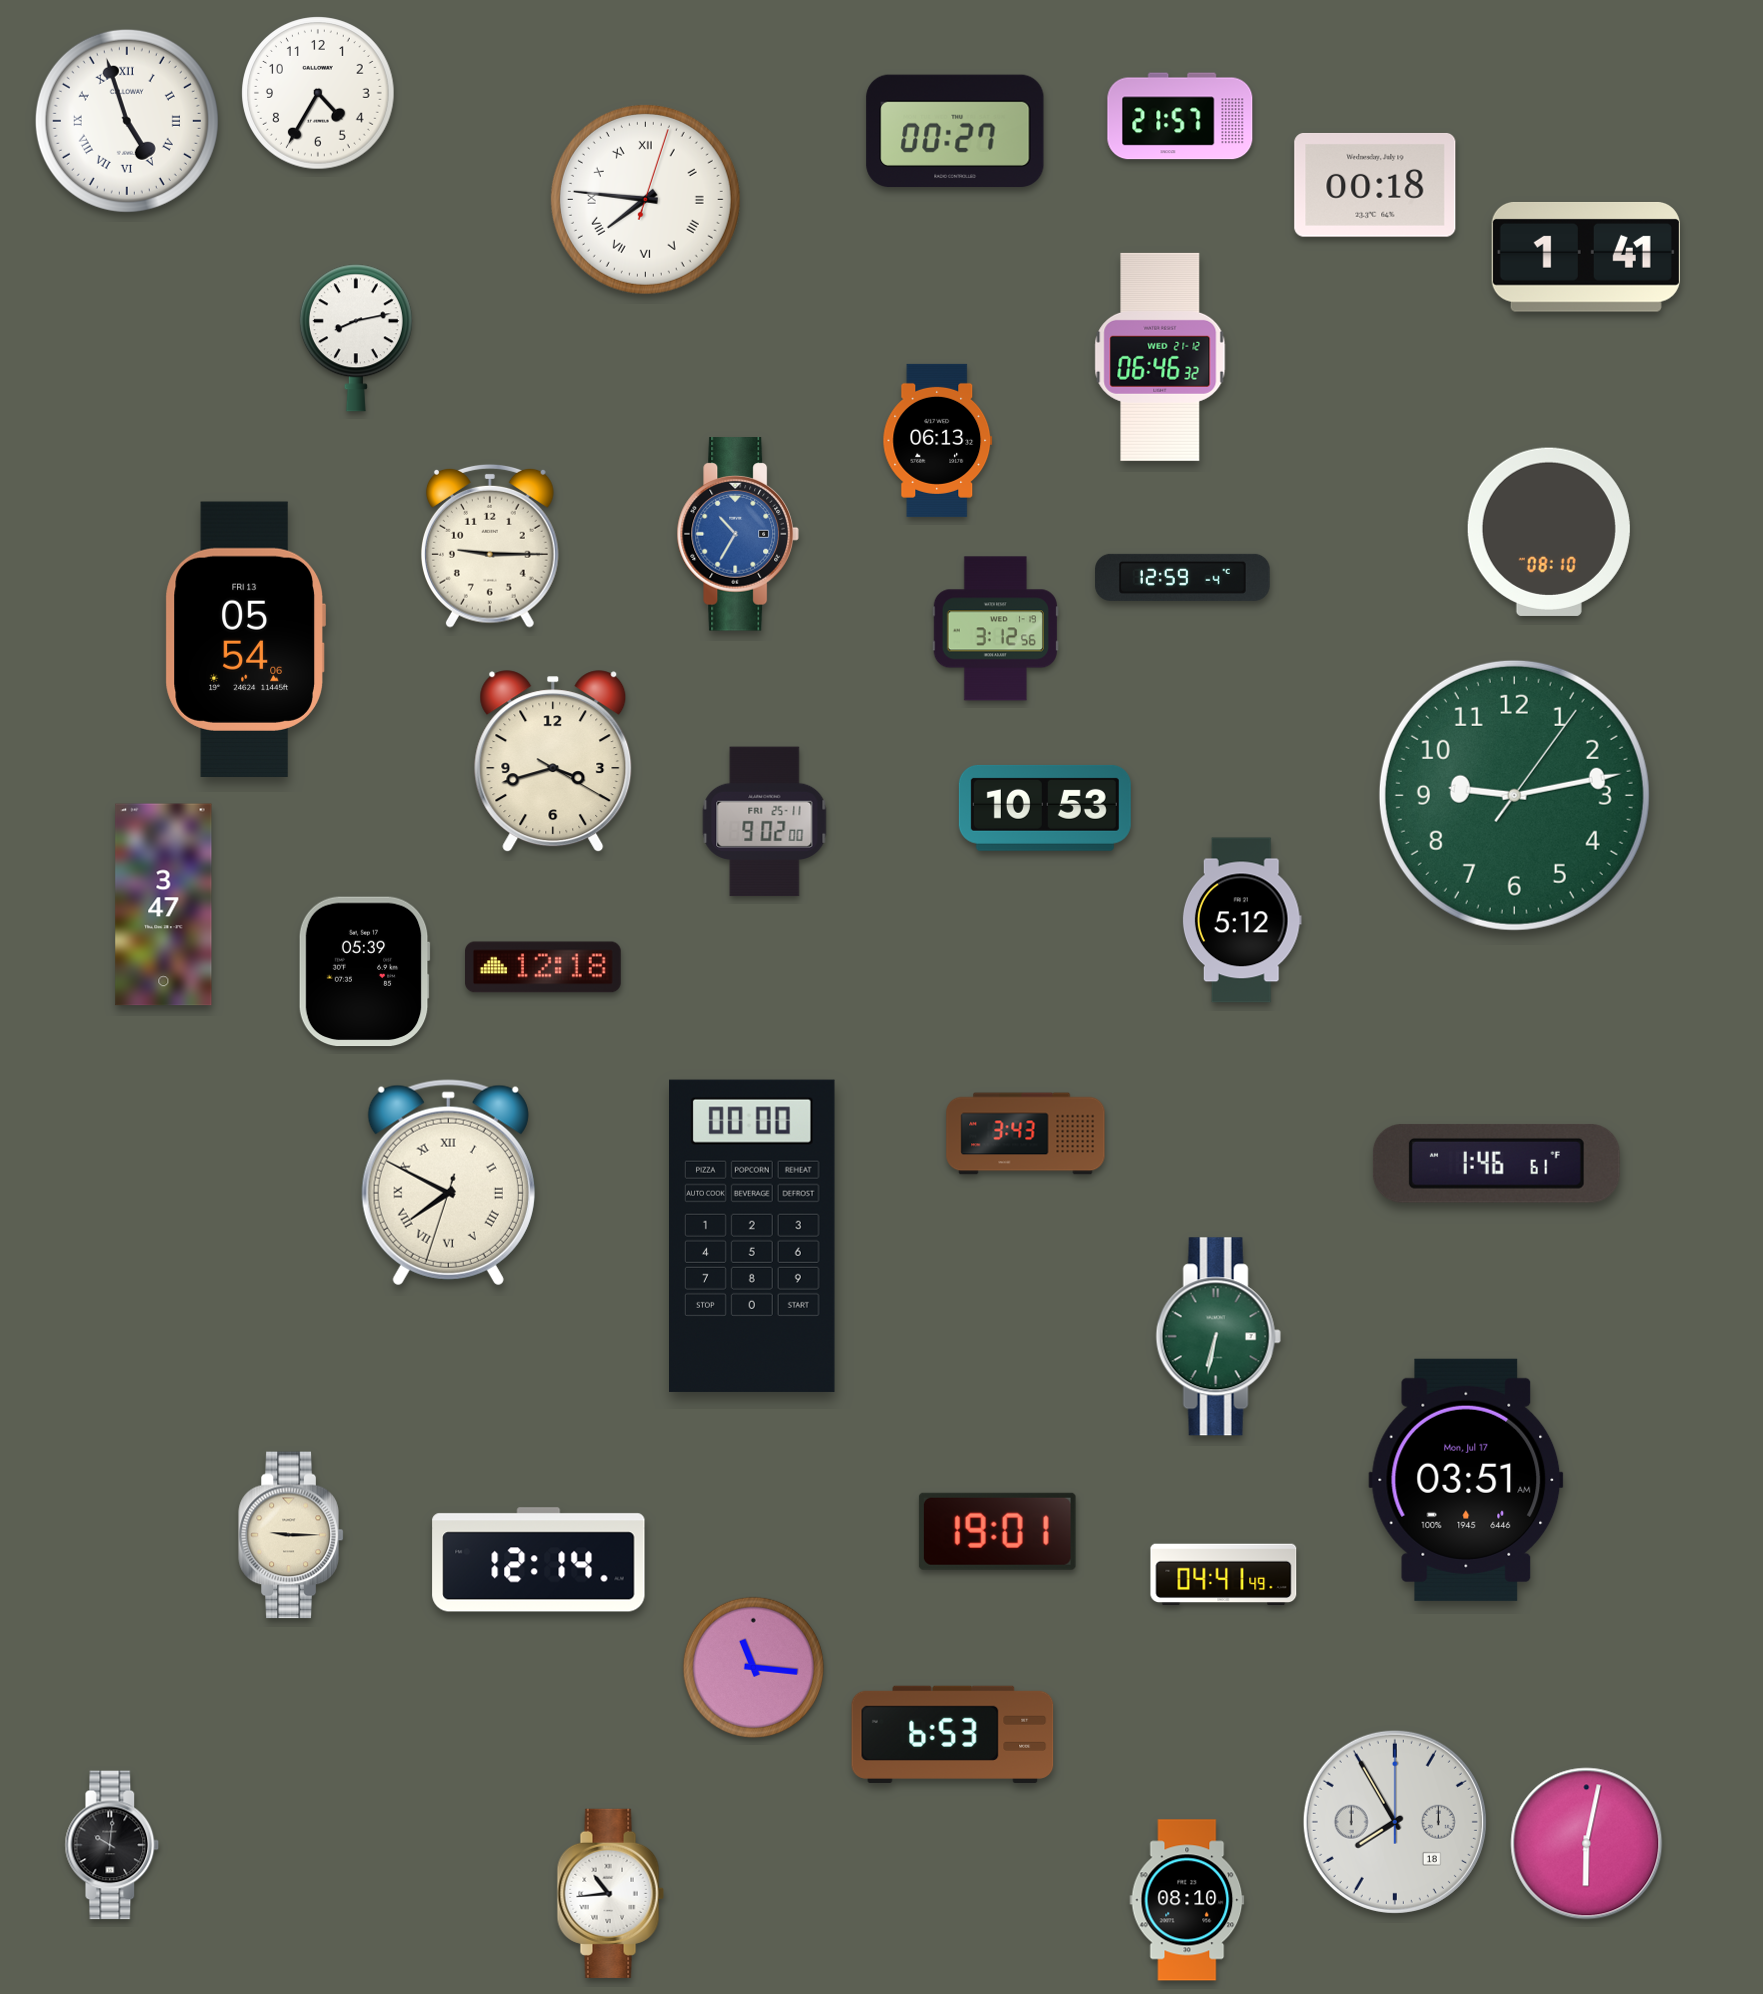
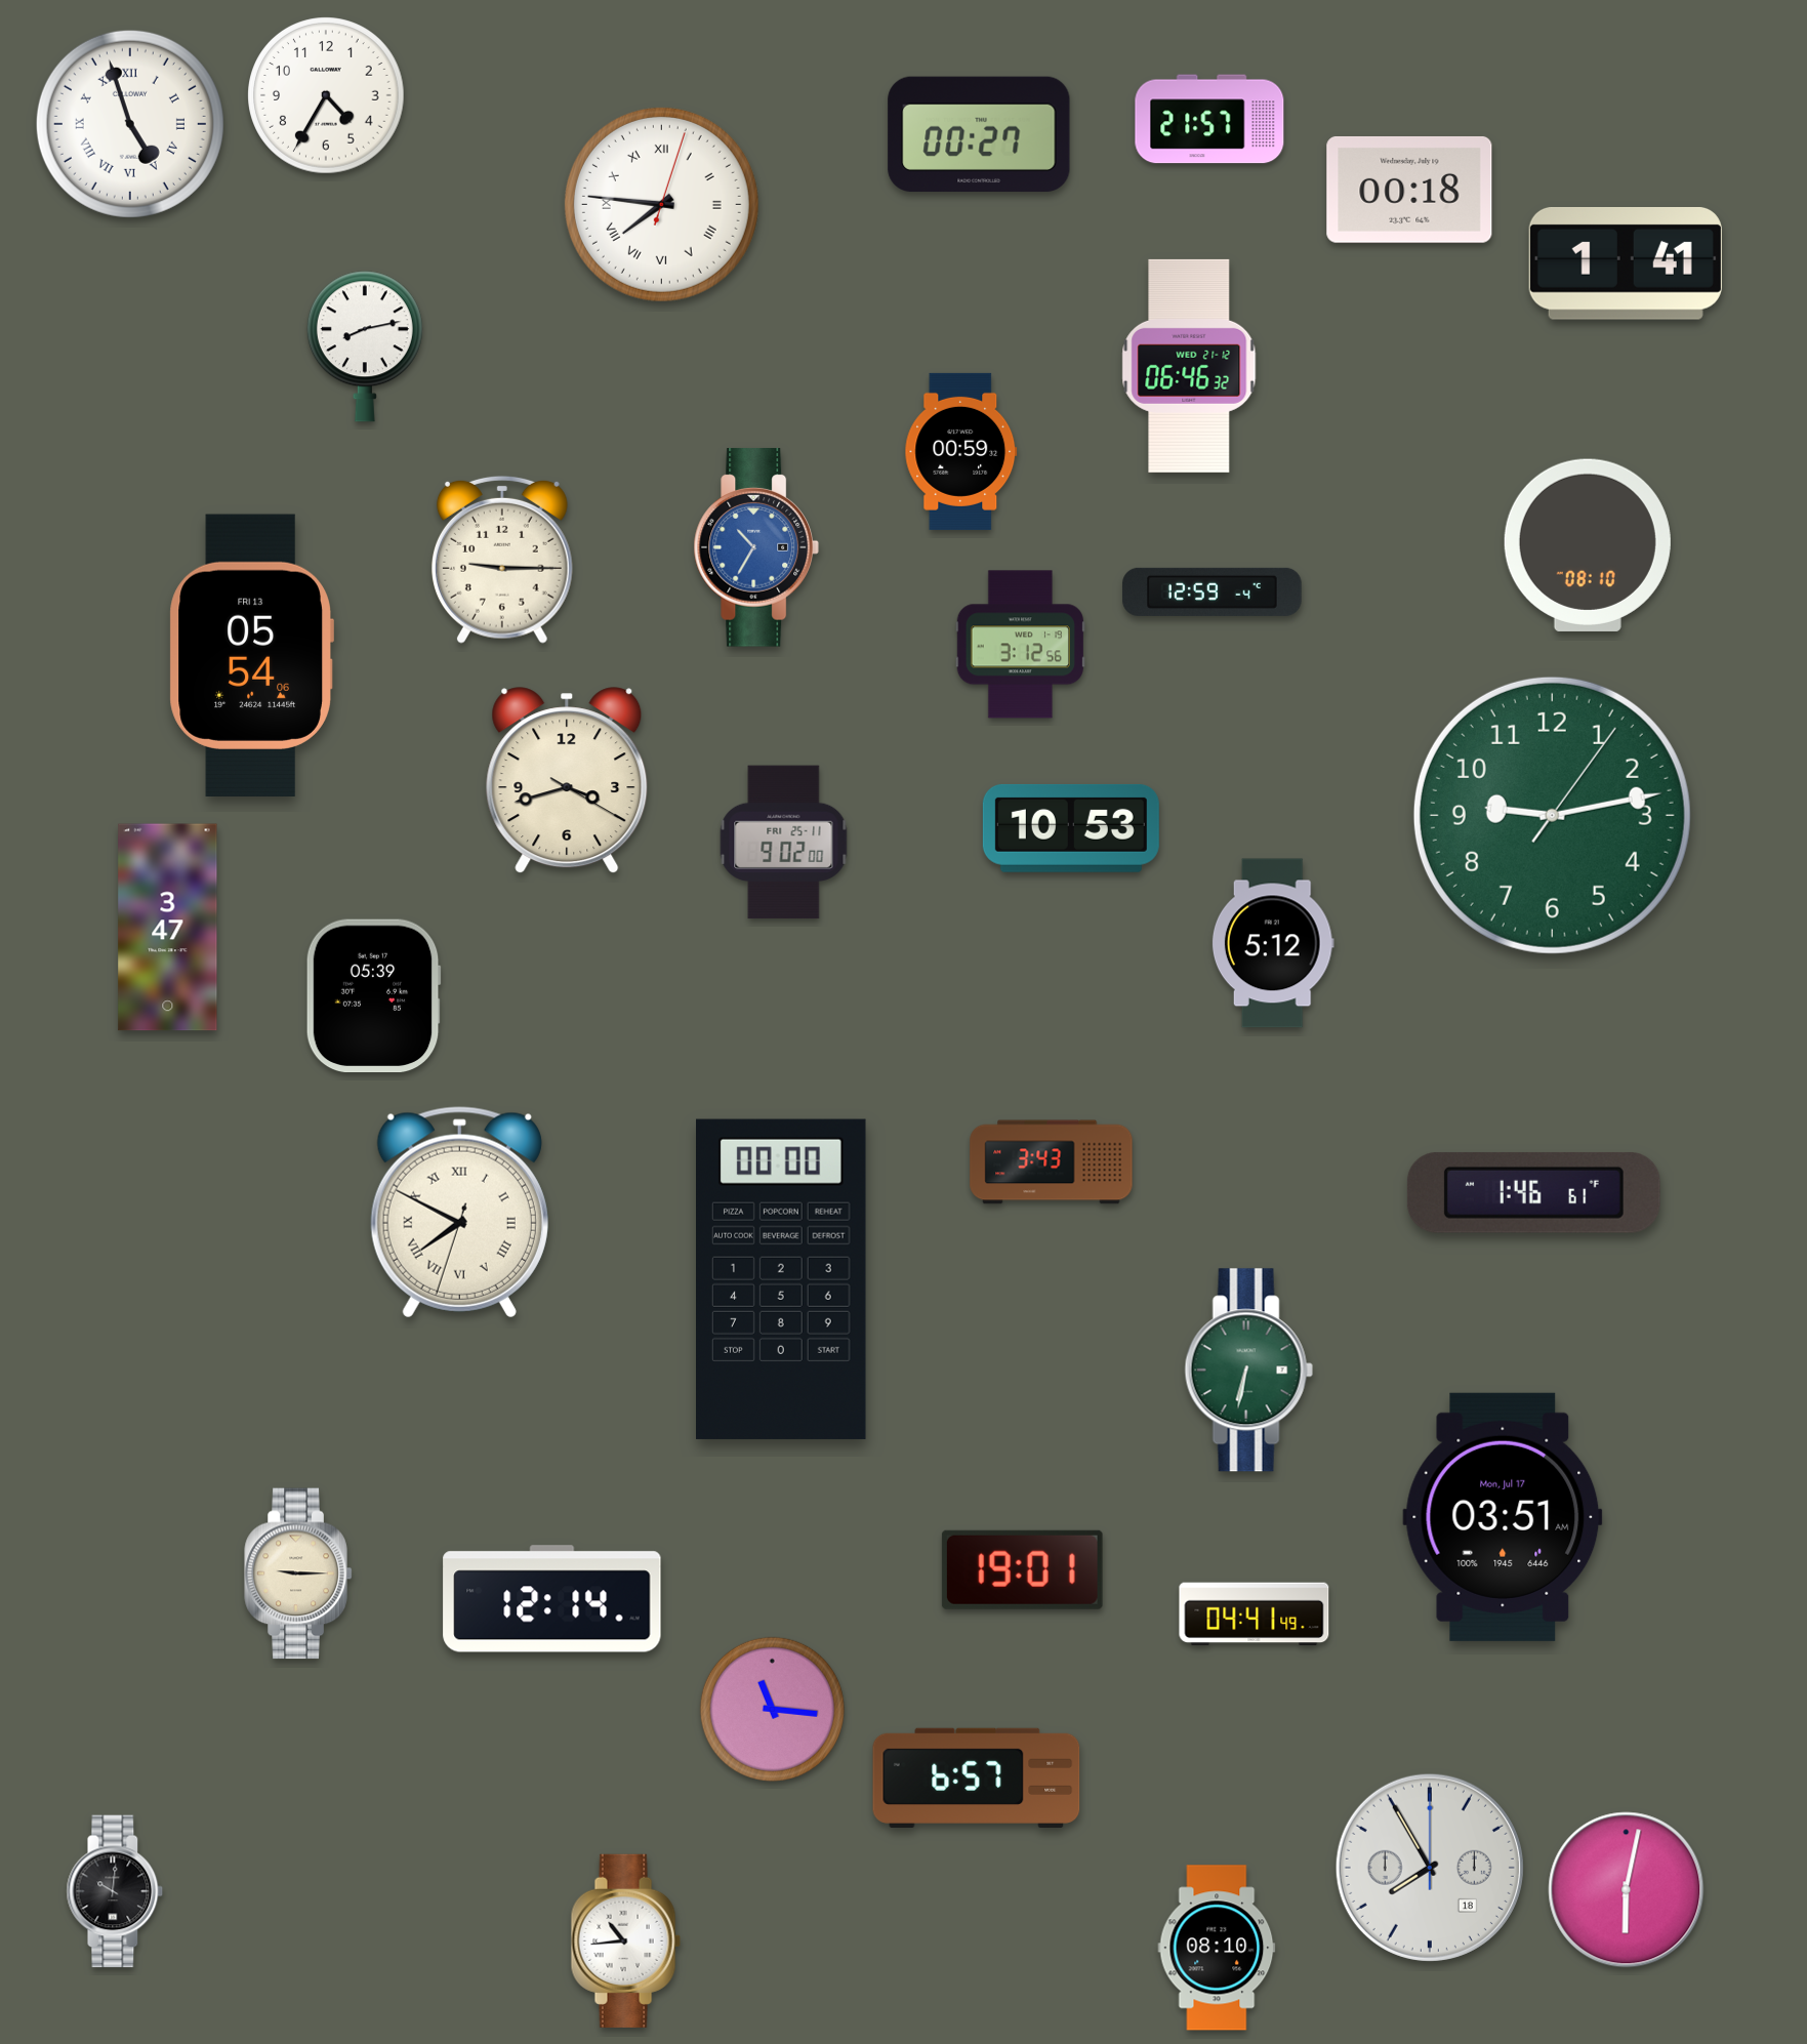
clock at (938, 440): 06:13 -> 00:59
clock at (544, 967): 12:18 -> none
clock at (753, 1236) position: (753, 1236) -> (782, 1279)
clock at (953, 1734): 6:53 -> 6:57
